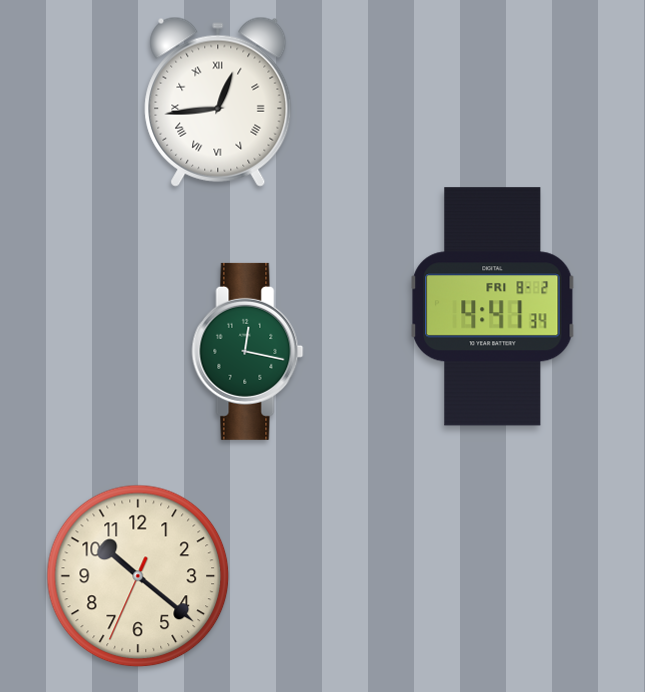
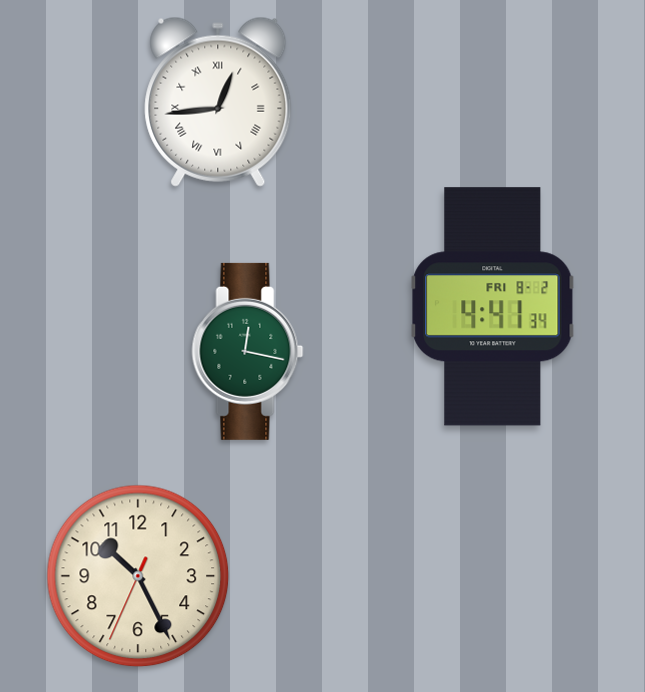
clock at (138, 576): 10:21 -> 10:25
